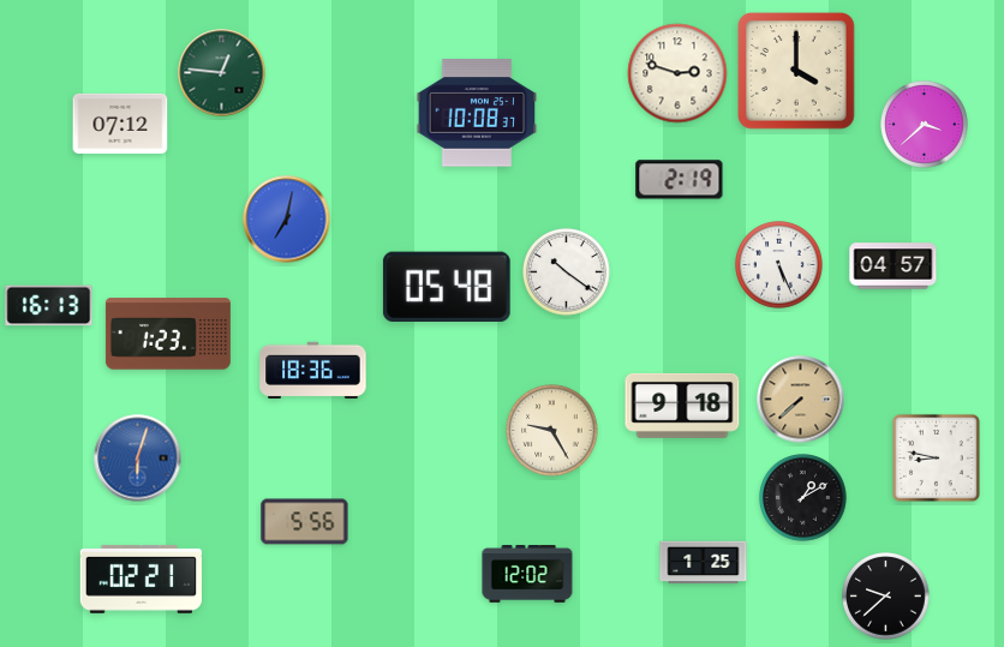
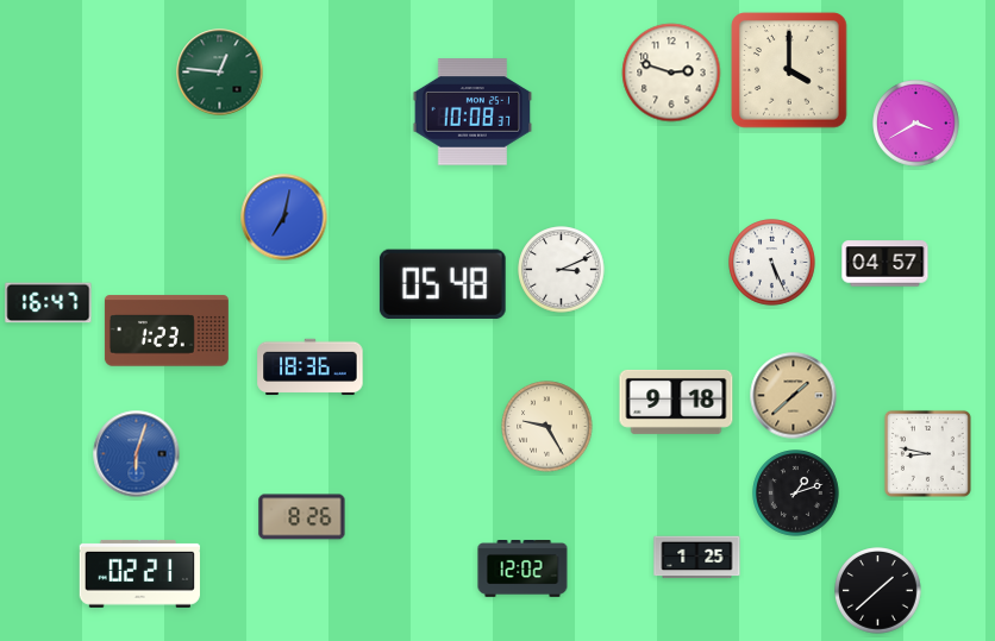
clock at (120, 124): 07:12 -> none
clock at (925, 125): 3:38 -> 3:40
clock at (680, 180): 2:19 -> none
clock at (567, 272): 10:21 -> 3:11
clock at (49, 306): 16:13 -> 16:47
clock at (801, 400): 7:38 -> 1:38
clock at (803, 498): 1:10 -> 1:12
clock at (305, 522): 5:56 -> 8:26
clock at (886, 597): 9:38 -> 1:38
